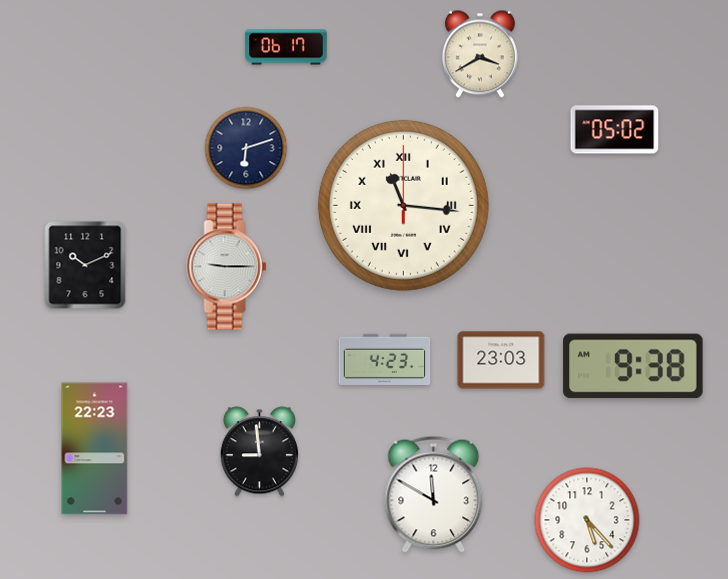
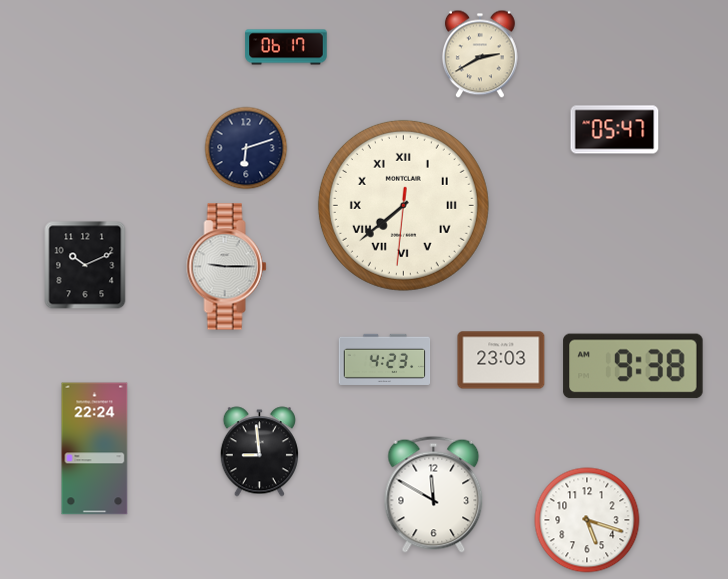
clock at (480, 54): 3:40 -> 2:40
clock at (615, 130): 05:02 -> 05:47
clock at (403, 205): 11:16 -> 7:38
clock at (95, 449): 22:23 -> 22:24
clock at (587, 520): 5:23 -> 5:18
